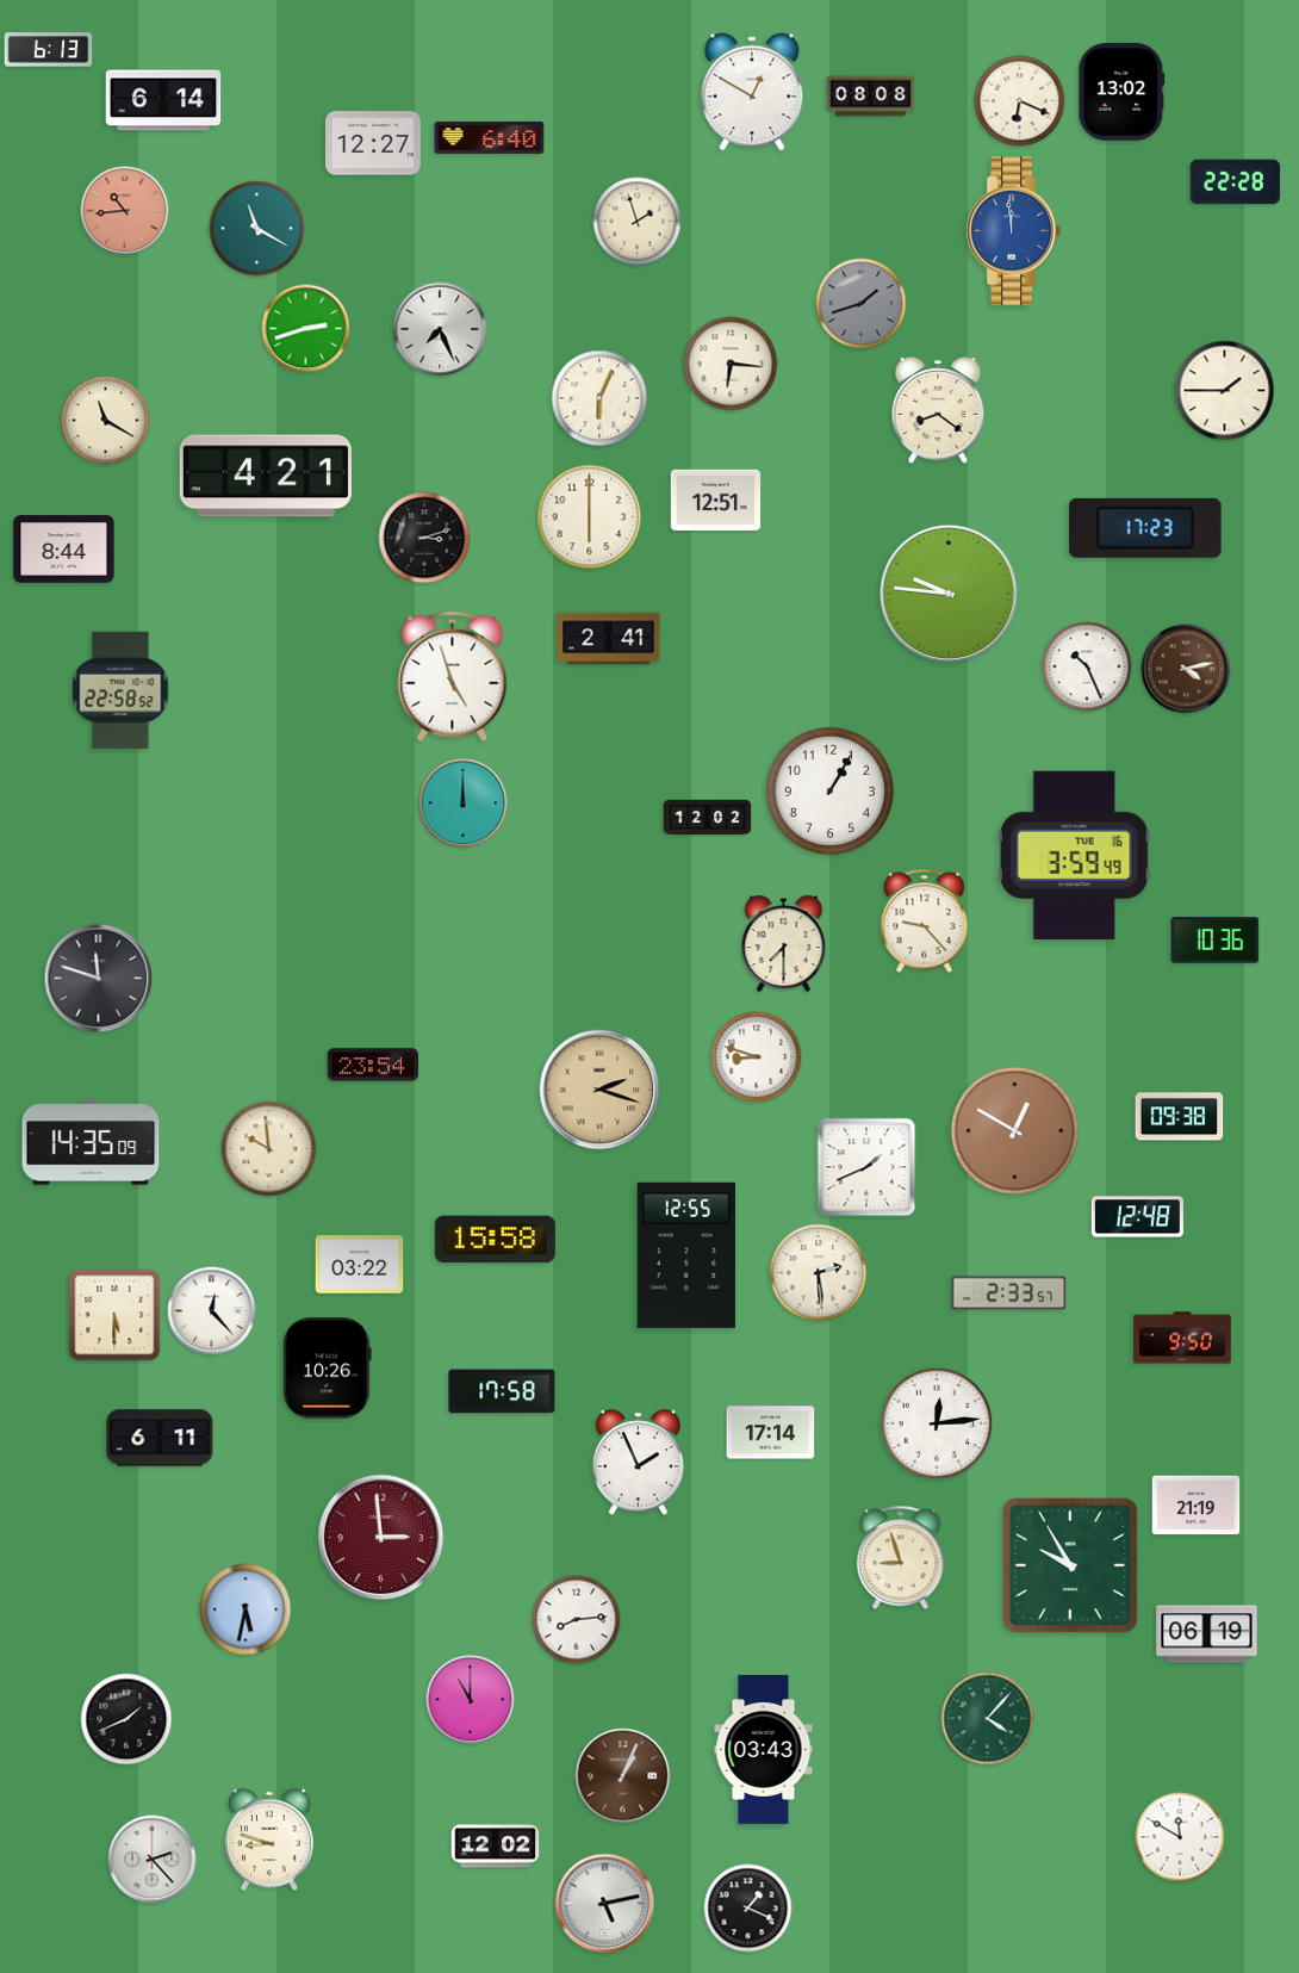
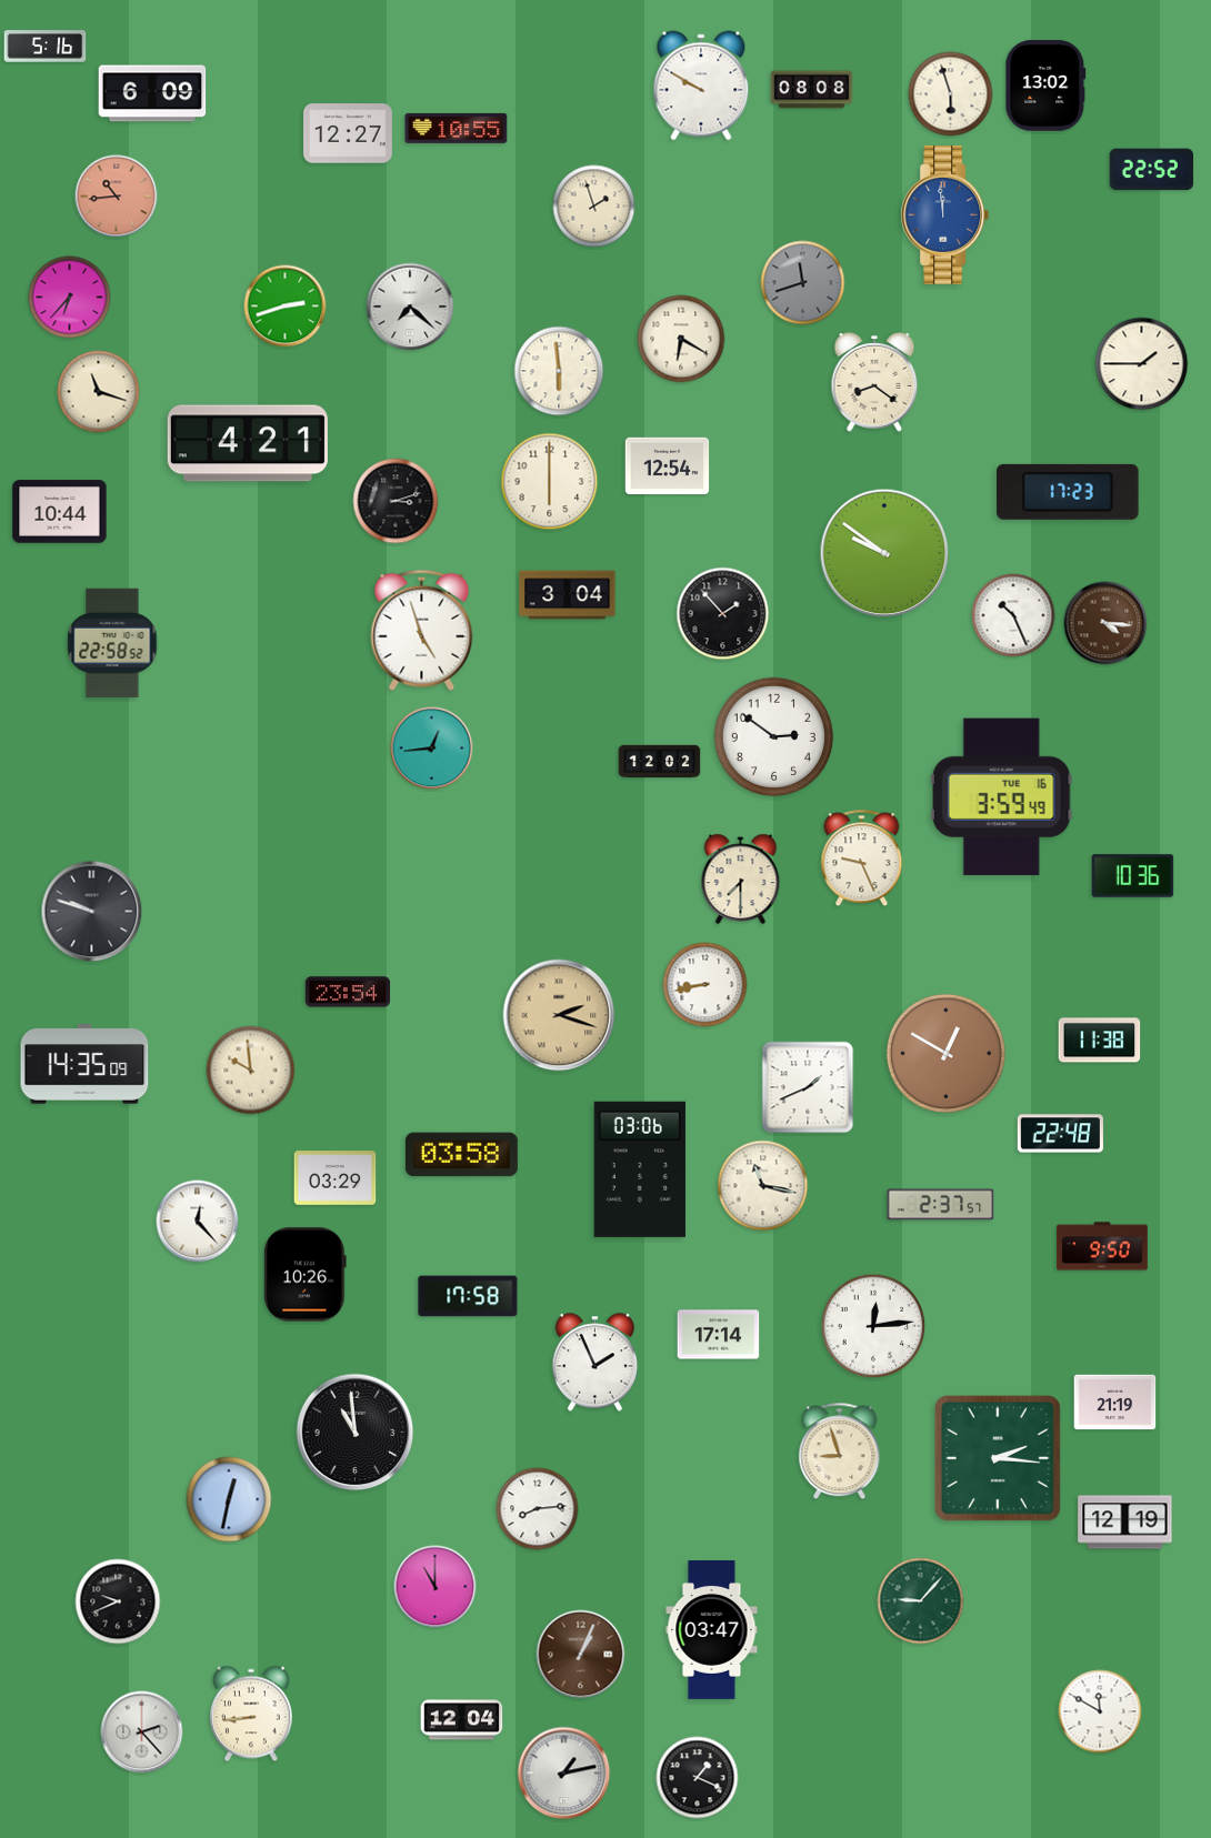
clock at (49, 50): 6:13 -> 5:16
clock at (752, 92): 12:50 -> 9:50
clock at (163, 100): 6:14 -> 6:09
clock at (1020, 101): 6:19 -> 5:57
clock at (490, 137): 6:40 -> 10:55
clock at (1236, 182): 22:28 -> 22:52
clock at (257, 229): 11:20 -> none
clock at (862, 304): 1:42 -> 11:42
clock at (70, 298): none -> 6:37
clock at (440, 329): 7:26 -> 7:22
clock at (731, 364): 6:16 -> 6:20
clock at (599, 398): 6:04 -> 5:59
clock at (106, 421): 11:20 -> 11:18
clock at (716, 501): 12:51 -> 12:54
clock at (64, 550): 8:44 -> 10:44
clock at (949, 594): 9:46 -> 9:51
clock at (609, 639): 2:41 -> 3:04
clock at (723, 614): none -> 1:53
clock at (1087, 666) position: (1087, 666) -> (1013, 615)
clock at (1186, 669): 4:13 -> 4:16
clock at (829, 790): 1:05 -> 2:51
clock at (464, 804): 12:00 -> 12:44
clock at (925, 922): 9:23 -> 9:26
clock at (784, 944) position: (784, 944) -> (741, 880)
clock at (99, 979): 11:48 -> 9:48
clock at (757, 1057): 8:48 -> 8:43
clock at (1180, 1117): 09:38 -> 11:38
clock at (1137, 1217): 12:48 -> 22:48
clock at (495, 1240): 15:58 -> 03:58
clock at (686, 1255): 12:55 -> 03:06
clock at (360, 1265): 03:22 -> 03:29
clock at (819, 1273): 2:29 -> 11:17
clock at (1009, 1293): 2:33 -> 2:37
clock at (114, 1315): 5:30 -> none
clock at (160, 1438): 6:11 -> none
clock at (381, 1538): 2:59 -> 10:59
clock at (381, 1538) dial: burgundy -> black
clock at (1070, 1565): 9:55 -> 2:16
clock at (245, 1609): 5:32 -> 12:32
clock at (1207, 1634): 06:19 -> 12:19
clock at (471, 1700) position: (471, 1700) -> (436, 1587)
clock at (126, 1719): 1:41 -> 9:41
clock at (988, 1719): 4:07 -> 9:07
clock at (764, 1750): 03:43 -> 03:47
clock at (269, 1839): 8:48 -> 8:44
clock at (496, 1847): 12:02 -> 12:04
clock at (605, 1904): 5:13 -> 1:13
